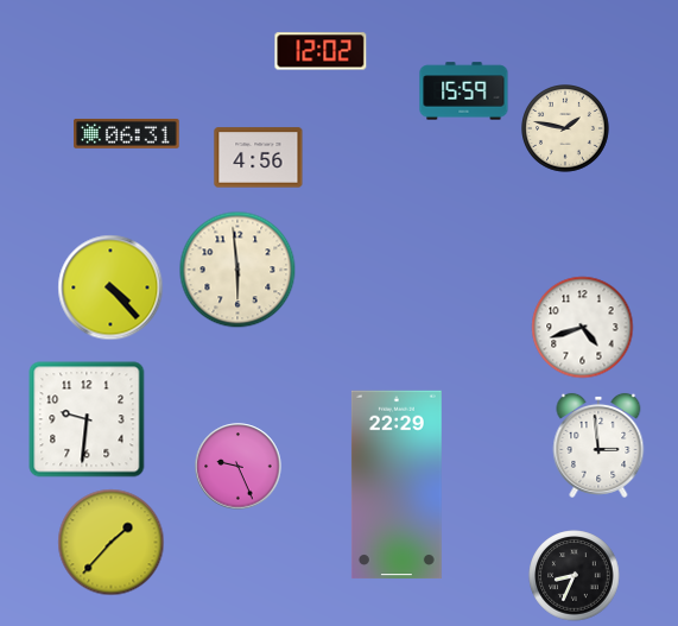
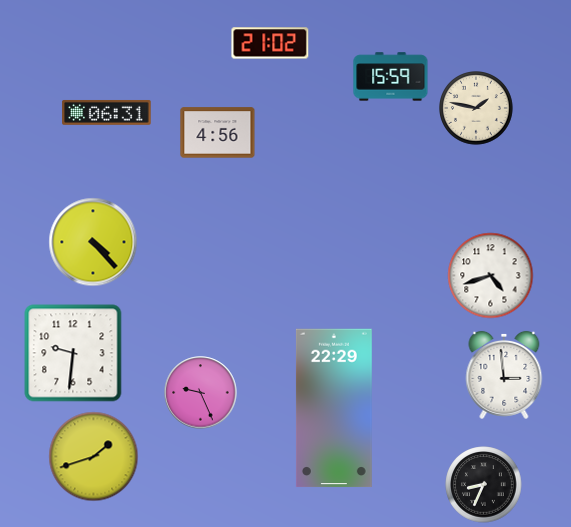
clock at (321, 51): 12:02 -> 21:02
clock at (237, 270): 5:59 -> none
clock at (112, 543): 1:37 -> 1:42
